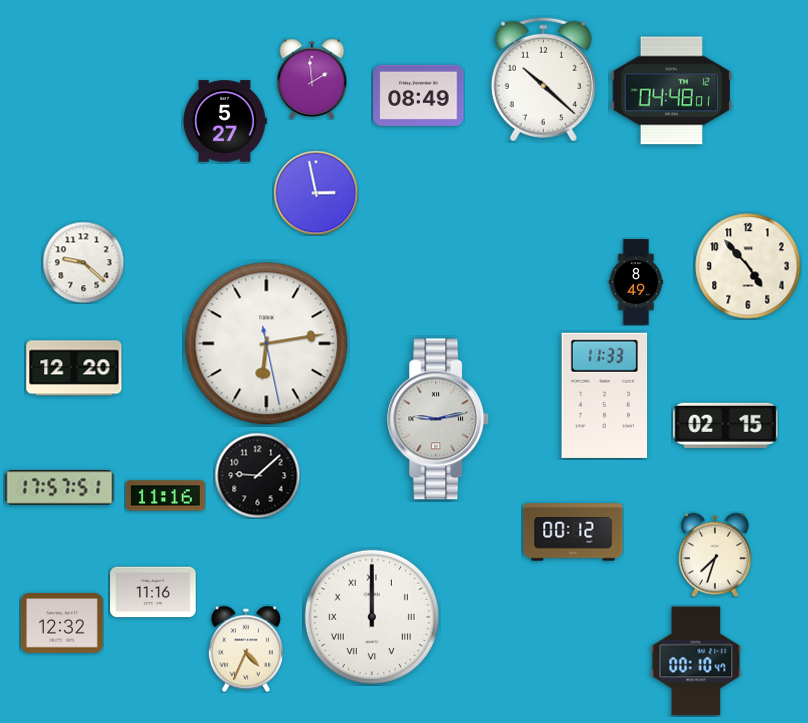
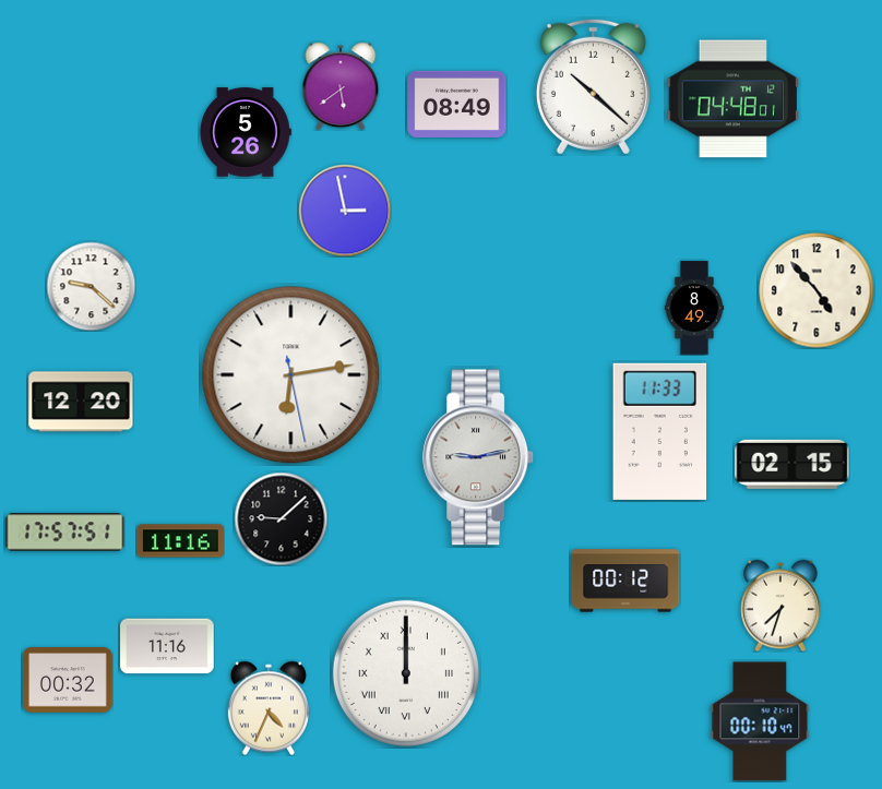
clock at (312, 79): 1:59 -> 5:39
clock at (225, 121): 5:27 -> 5:26
clock at (62, 623): 12:32 -> 00:32
